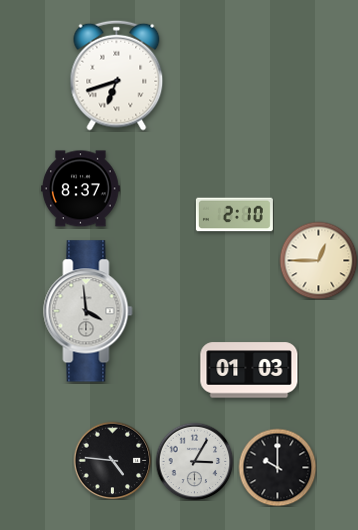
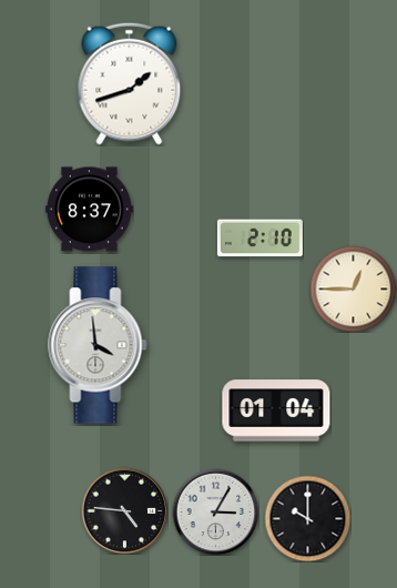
clock at (117, 75): 6:42 -> 1:42
clock at (249, 370): 01:03 -> 01:04
